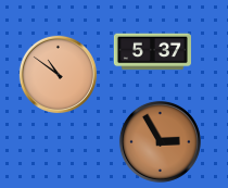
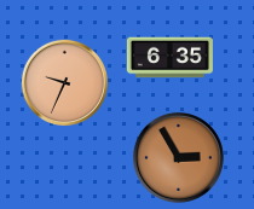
clock at (152, 52): 5:37 -> 6:35
clock at (58, 74): 10:51 -> 9:34
